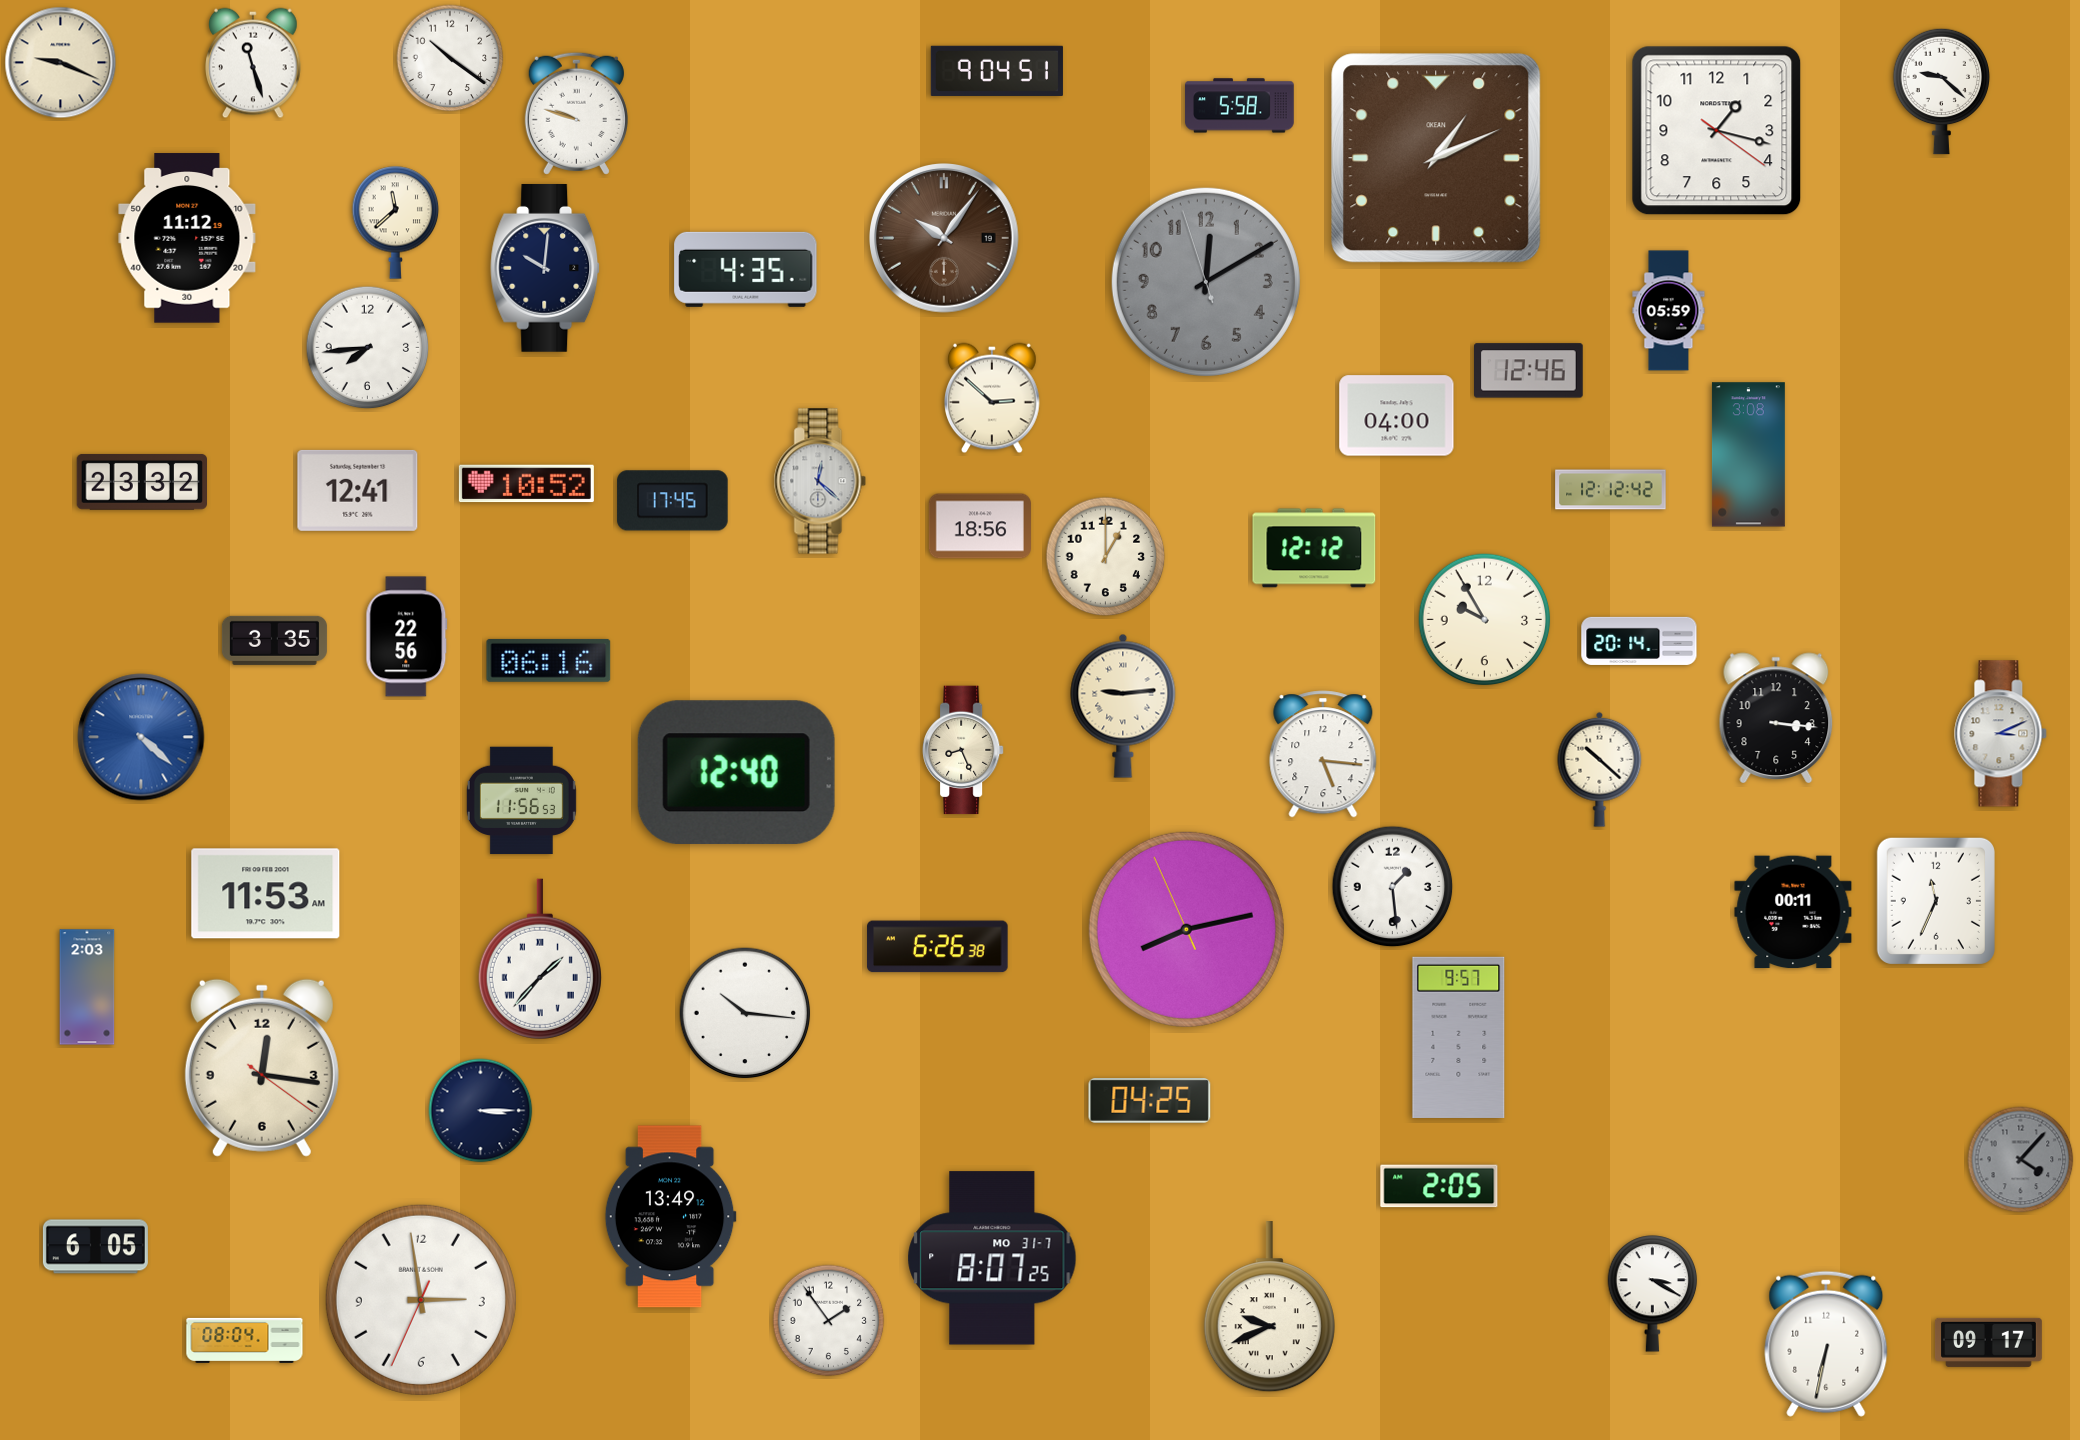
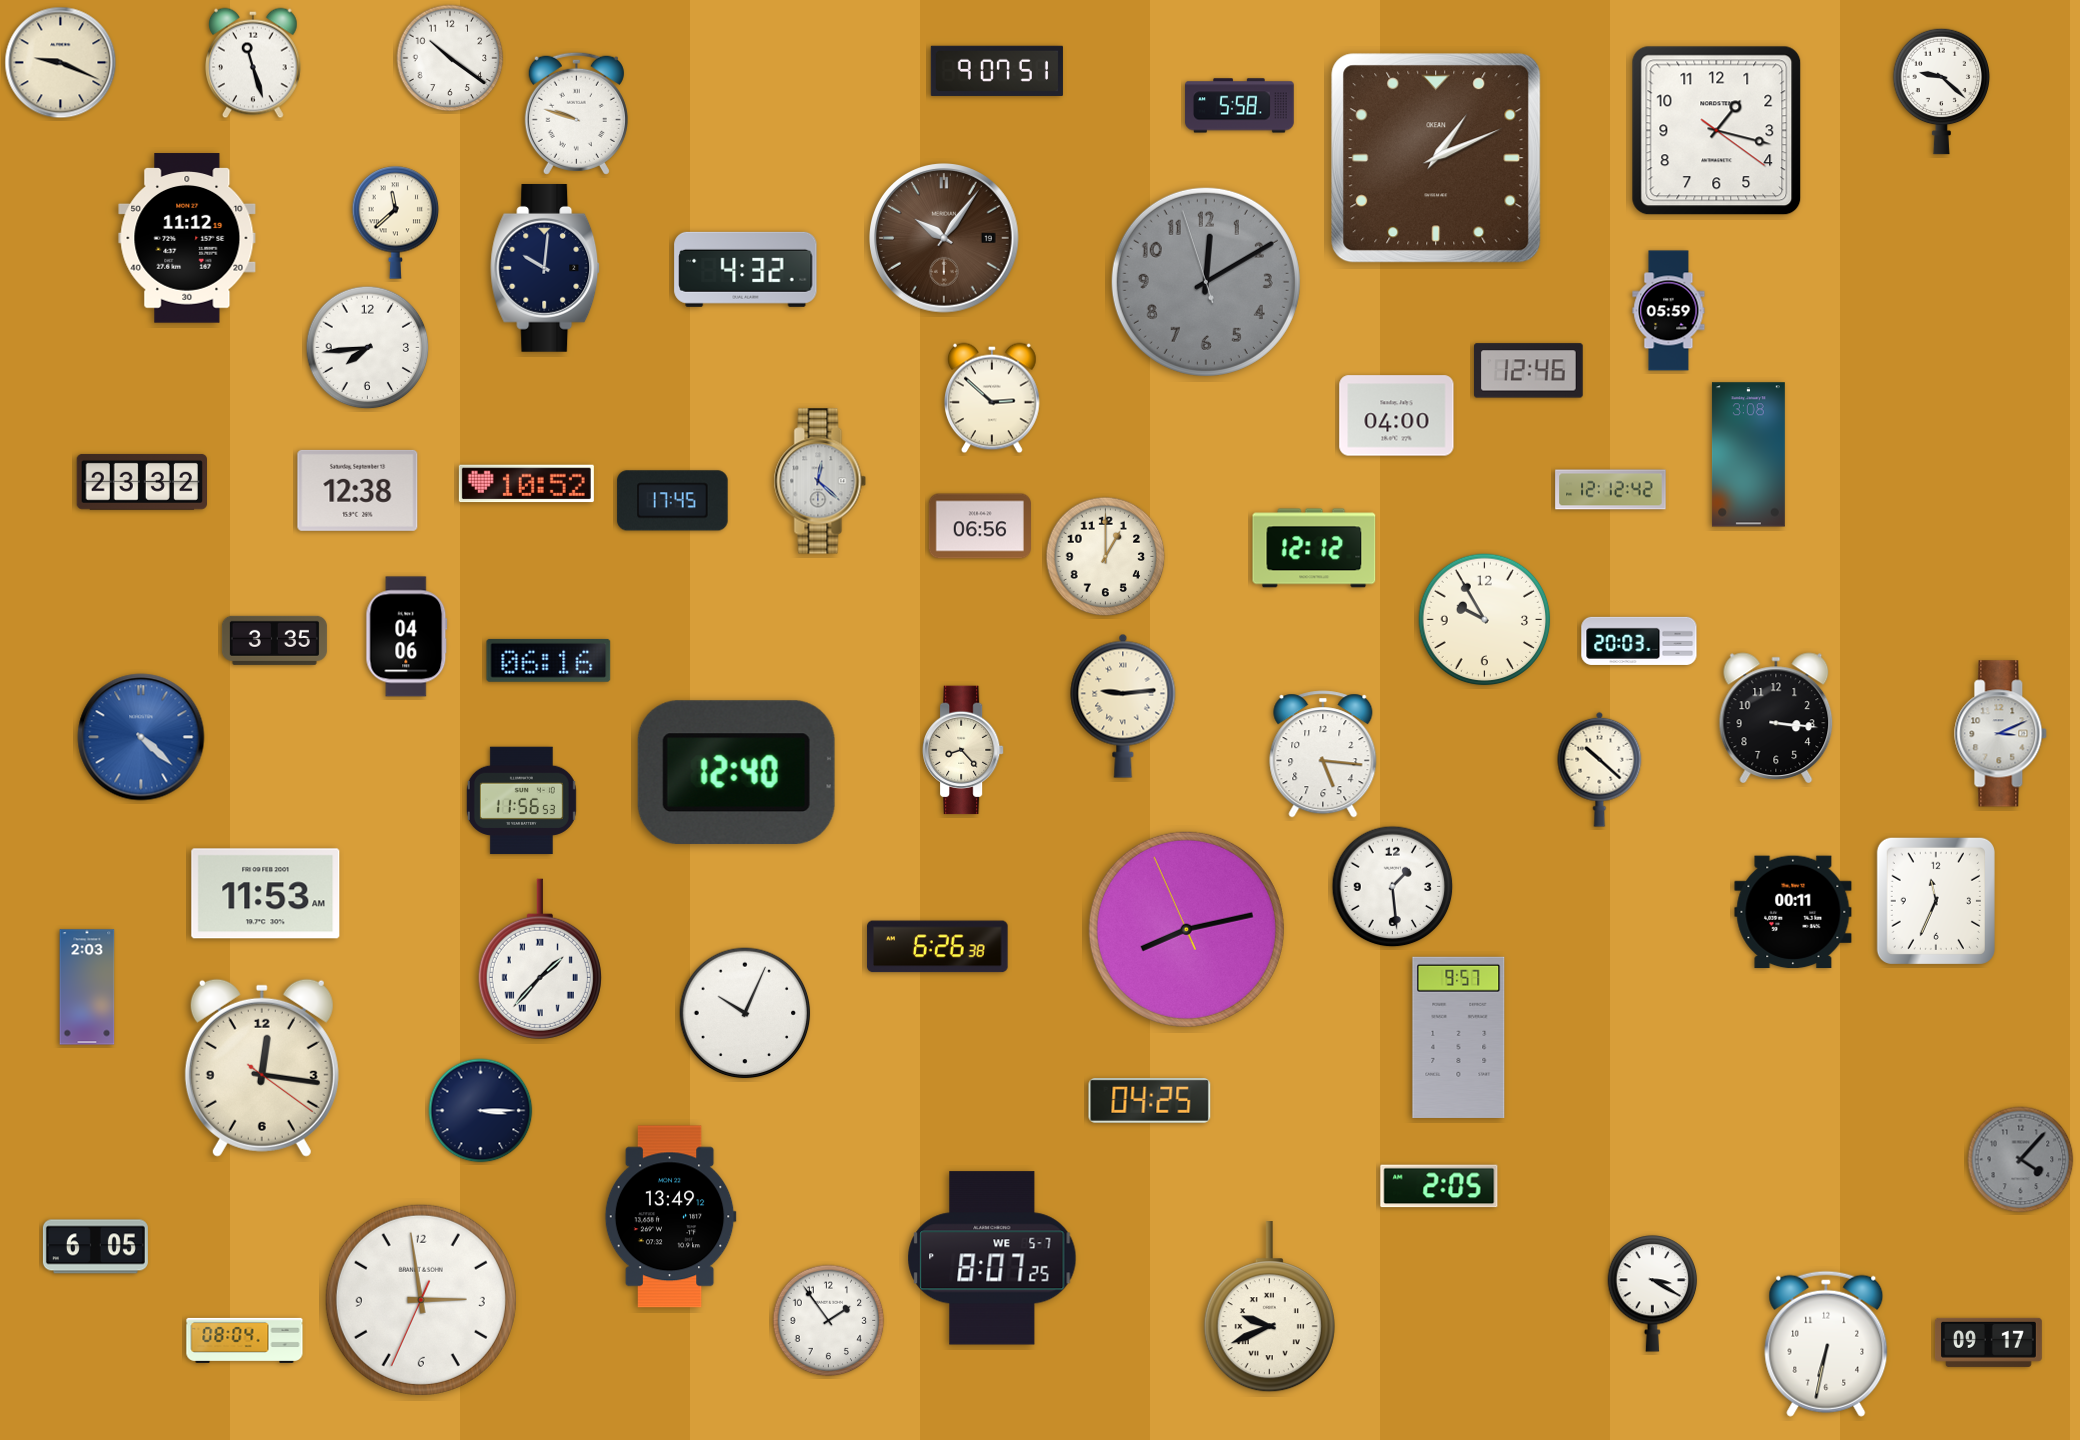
clock at (997, 71): 9:04 -> 9:07
clock at (746, 269): 4:35 -> 4:32
clock at (358, 490): 12:41 -> 12:38
clock at (980, 526): 18:56 -> 06:56
clock at (407, 637): 22:56 -> 04:06
clock at (1639, 641): 20:14 -> 20:03
clock at (964, 750): 8:26 -> 8:23
clock at (745, 1013): 10:16 -> 10:04
clock at (992, 1258) date: MO 31-7 -> WE 5-7
